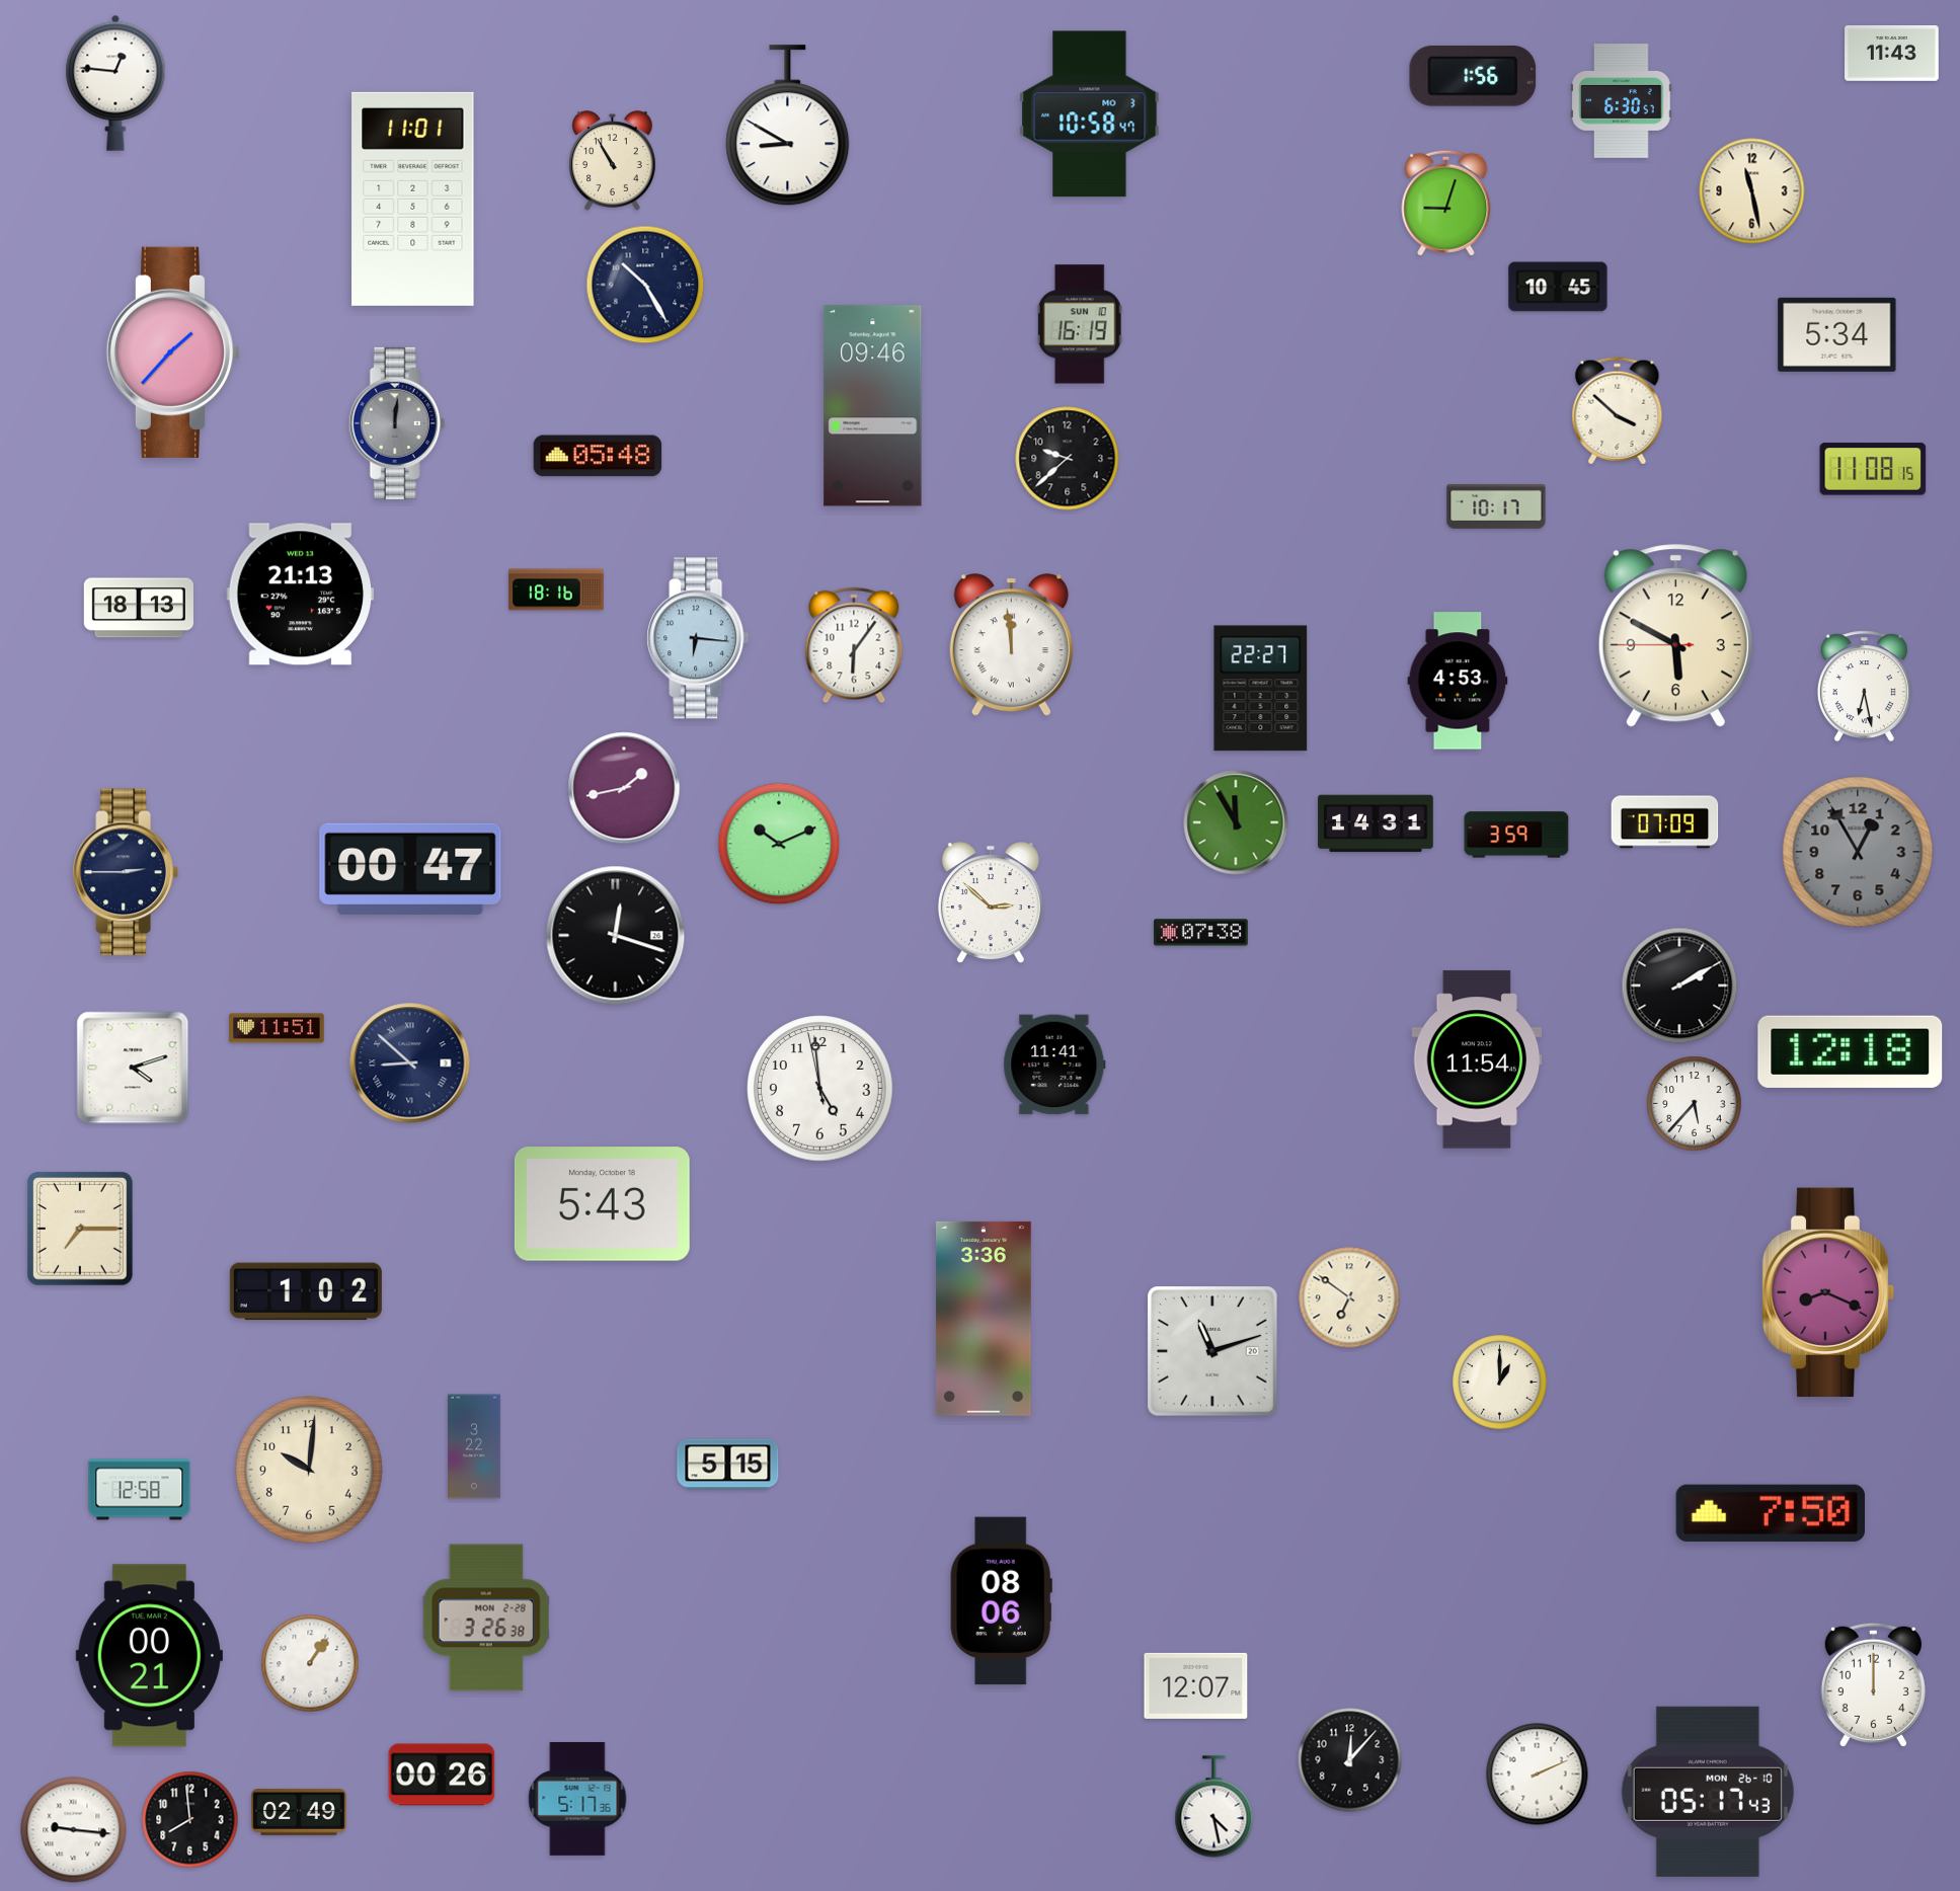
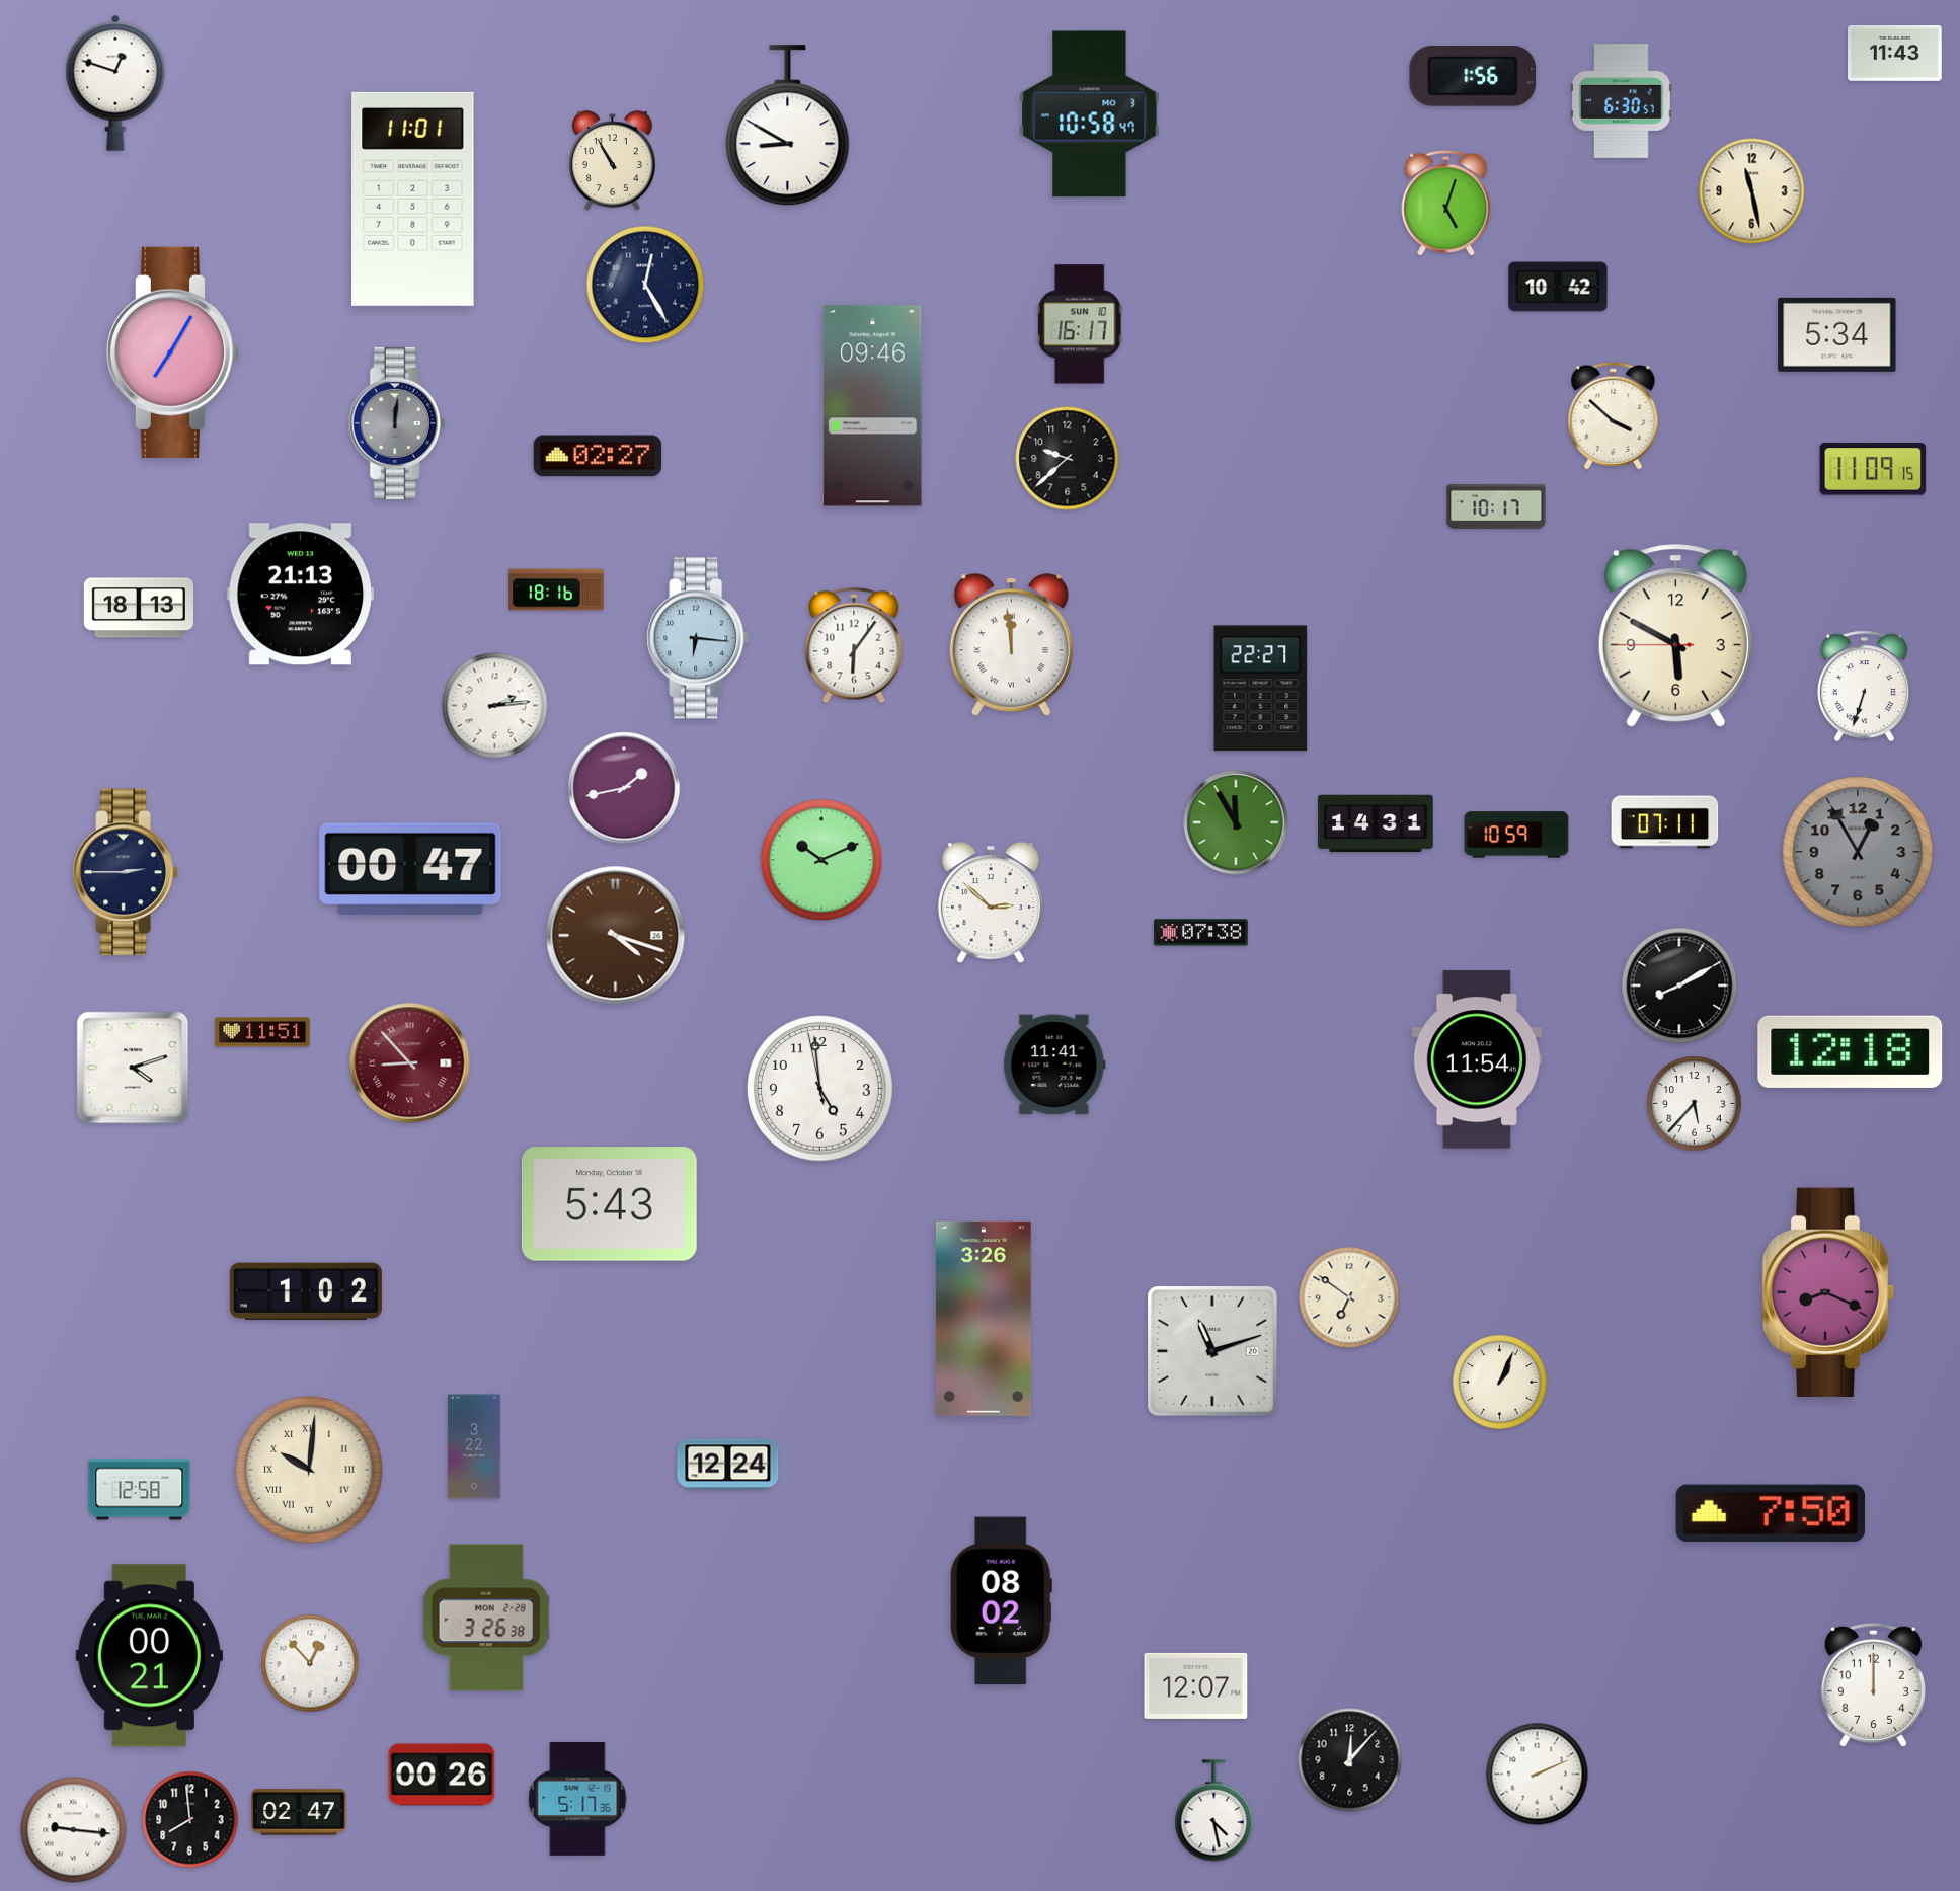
clock at (1892, 54) position: (1892, 54) -> (1895, 54)
clock at (115, 83): 12:46 -> 12:48
clock at (1446, 203): 9:03 -> 5:03
clock at (645, 285): 10:25 -> 12:25
clock at (1558, 287): 10:45 -> 10:42
clock at (1080, 324): 16:19 -> 16:17
clock at (173, 352): 1:37 -> 7:05
clock at (1618, 411) position: (1618, 411) -> (1614, 416)
clock at (598, 456): 05:48 -> 02:27
clock at (1873, 469): 11:08 -> 11:09
clock at (1458, 681): 4:53 -> none
clock at (1864, 687): 6:28 -> 6:33
clock at (495, 706): none -> 2:14
clock at (1665, 822): 07:09 -> 07:11
clock at (1516, 835): 3:59 -> 10:59
clock at (779, 844) position: (779, 844) -> (821, 860)
clock at (616, 936): 12:18 -> 4:18
clock at (616, 936) dial: black -> brown
clock at (1679, 986): 2:10 -> 8:10
clock at (277, 1028) position: (277, 1028) -> (262, 1032)
clock at (410, 1063): 8:52 -> 8:53
clock at (410, 1063) dial: navy -> burgundy
clock at (602, 1204) position: (602, 1204) -> (609, 1204)
clock at (81, 1230): 7:15 -> none
clock at (984, 1319): 3:36 -> 3:26
clock at (1500, 1383): 1:00 -> 1:04
clock at (728, 1465): 5:15 -> 12:24
clock at (309, 1470) numerals: Arabic -> Roman
clock at (1001, 1601): 08:06 -> 08:02
clock at (310, 1663): 1:06 -> 12:53
clock at (1708, 1792): 05:17 -> none
clock at (1214, 1807) position: (1214, 1807) -> (1214, 1811)
clock at (299, 1812): 02:49 -> 02:47
